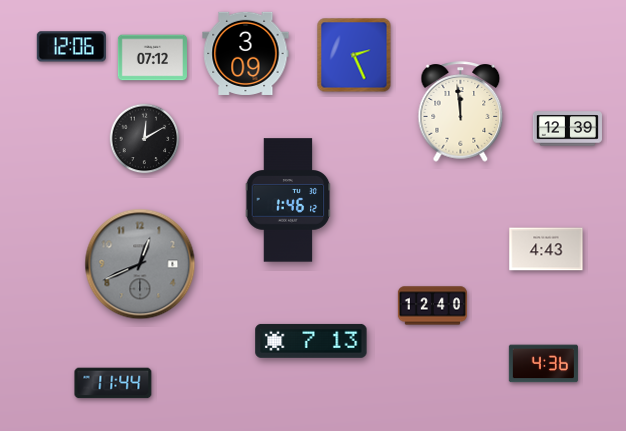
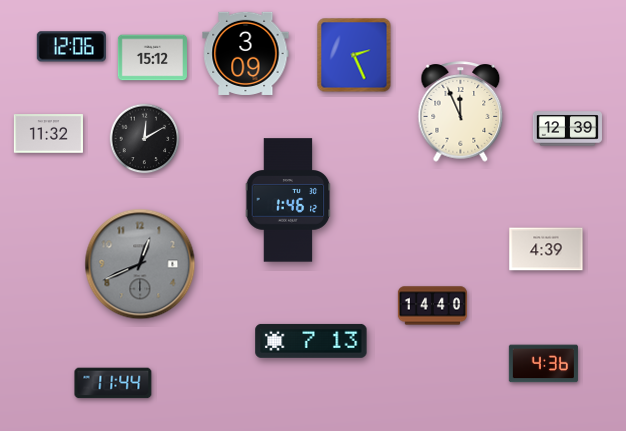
clock at (152, 58): 07:12 -> 15:12
clock at (461, 112): 11:59 -> 11:56
clock at (48, 134): none -> 11:32
clock at (546, 249): 4:43 -> 4:39
clock at (432, 306): 12:40 -> 14:40
